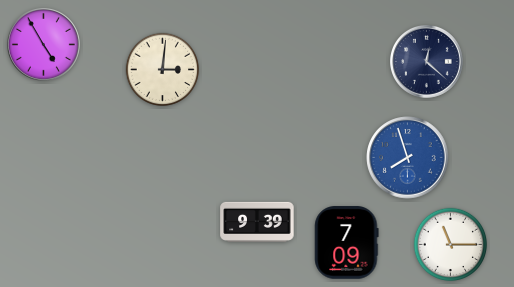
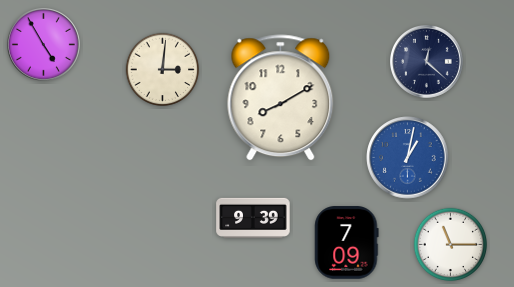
clock at (281, 98): none -> 8:10
clock at (408, 158): 7:57 -> 1:02
clock at (257, 221) position: (257, 221) -> (253, 217)
